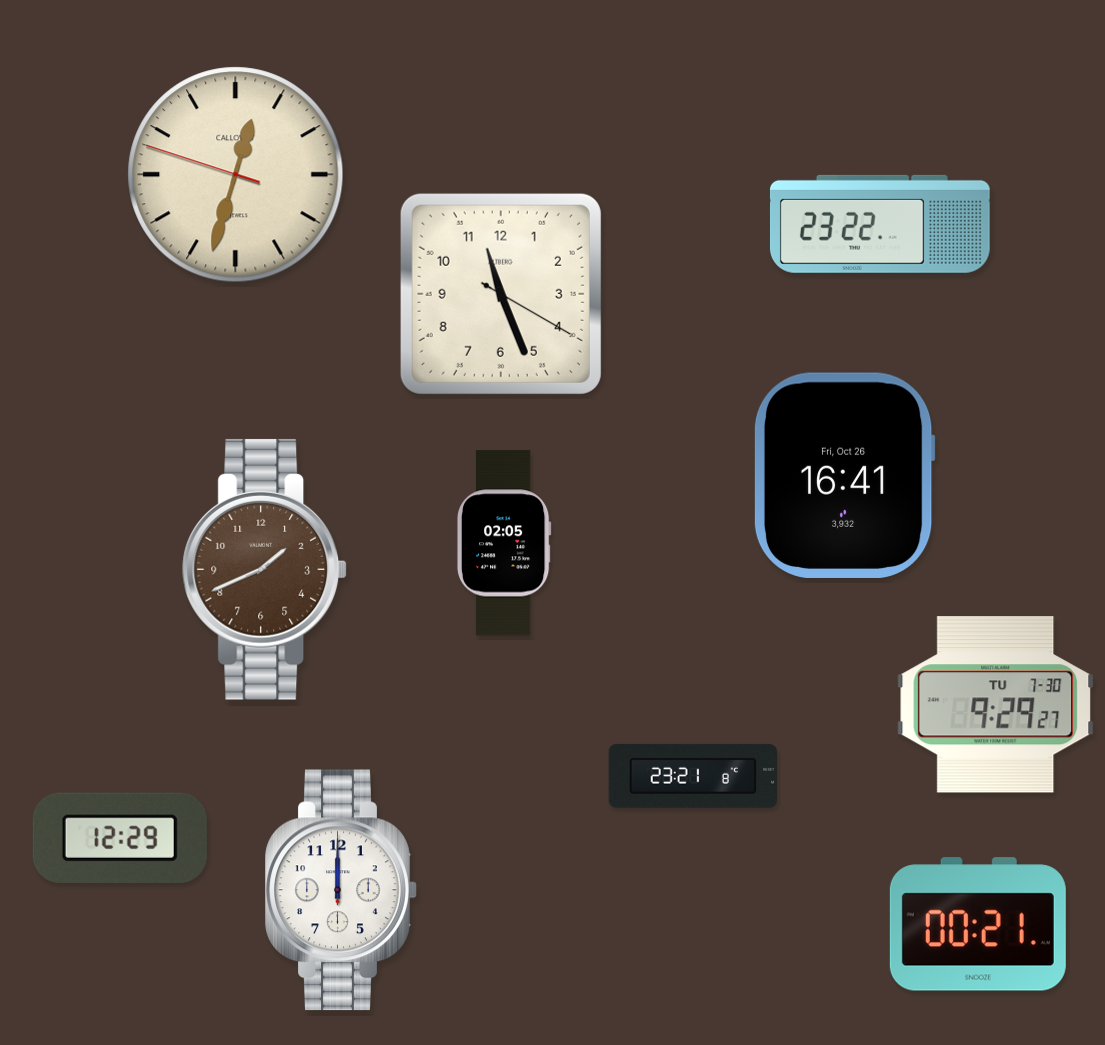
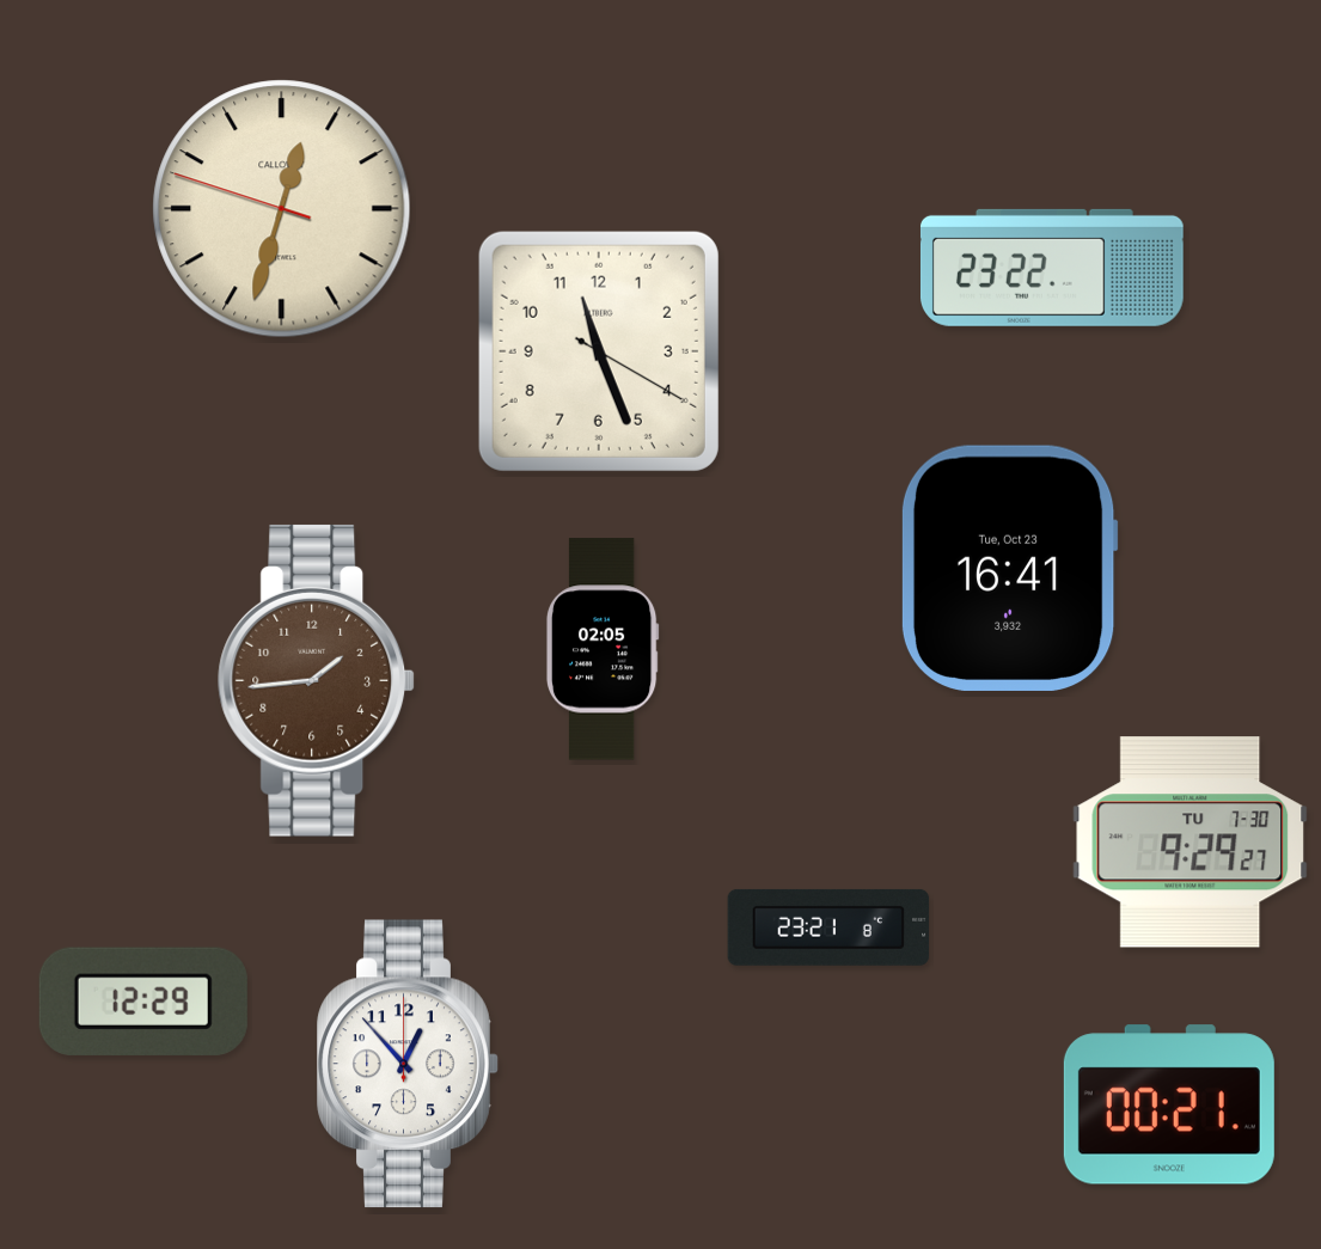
clock at (844, 475) date: Fri, Oct 26 -> Tue, Oct 23
clock at (265, 569): 1:41 -> 1:44
clock at (341, 890): 12:00 -> 12:53
